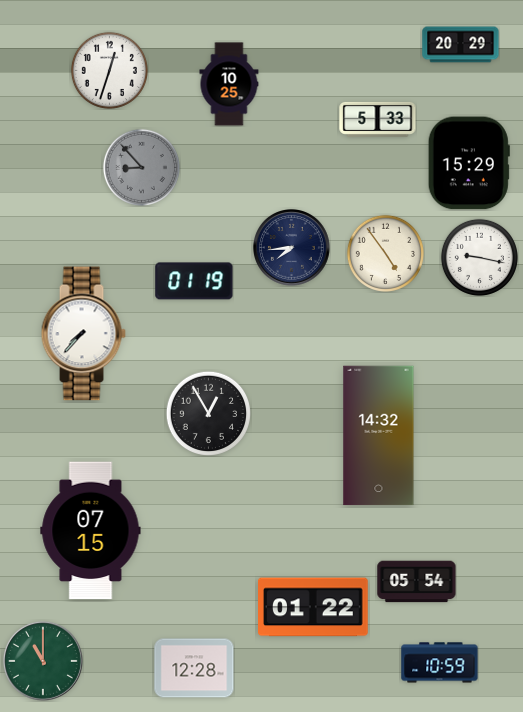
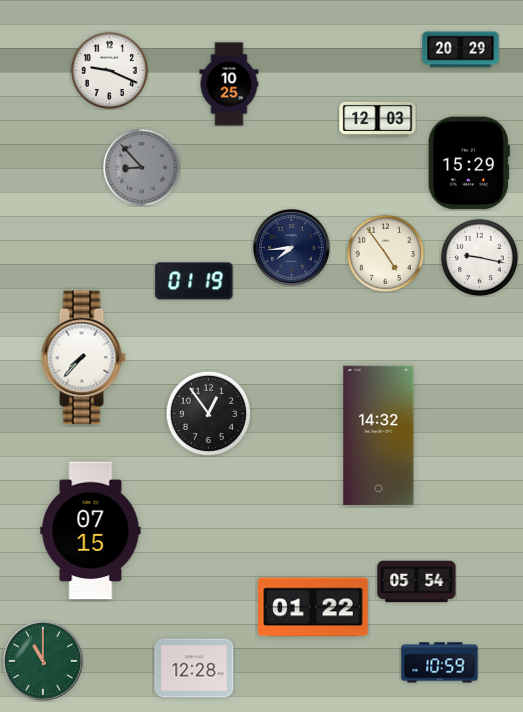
clock at (461, 45) position: (461, 45) -> (461, 50)
clock at (109, 70): 12:33 -> 9:19
clock at (378, 119): 5:33 -> 12:03
clock at (83, 334) position: (83, 334) -> (83, 358)
clock at (208, 413): 12:55 -> 12:54
